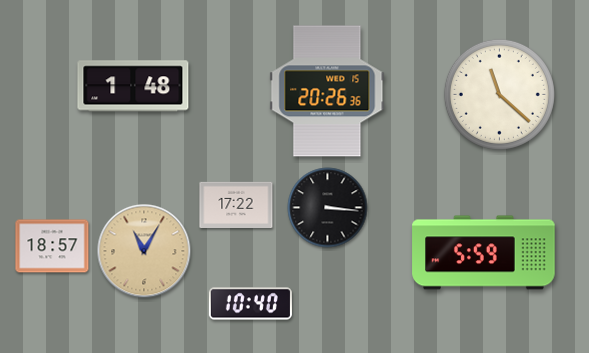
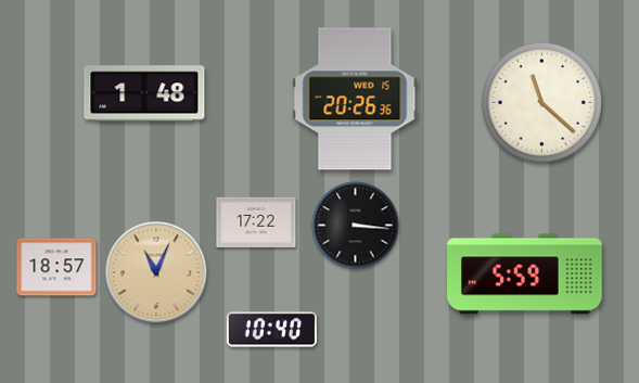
clock at (144, 251): 11:05 -> 11:04
